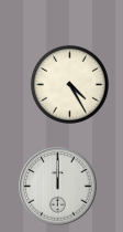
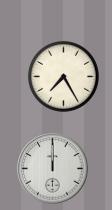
clock at (69, 84): 4:25 -> 7:25
